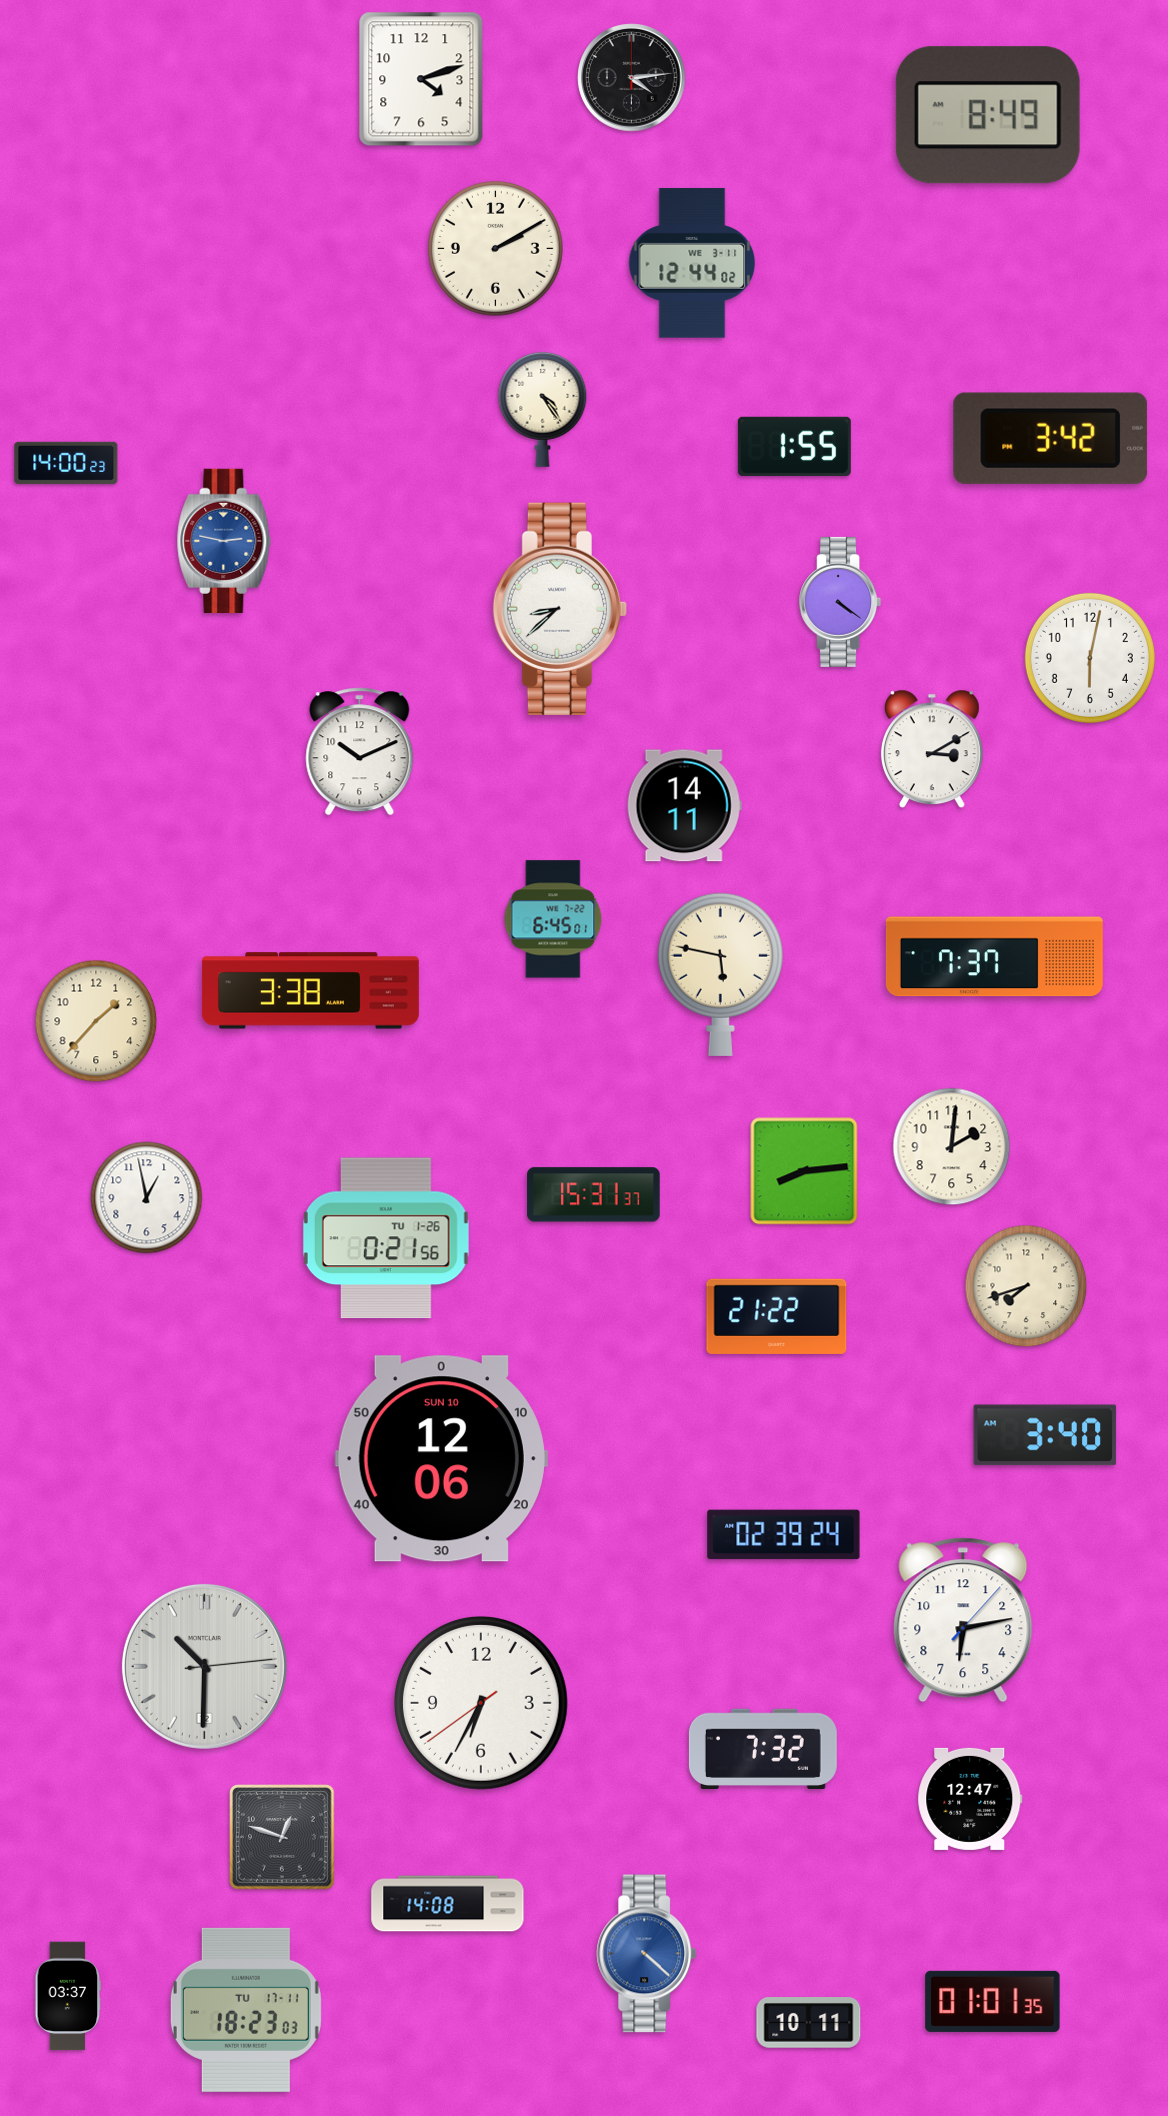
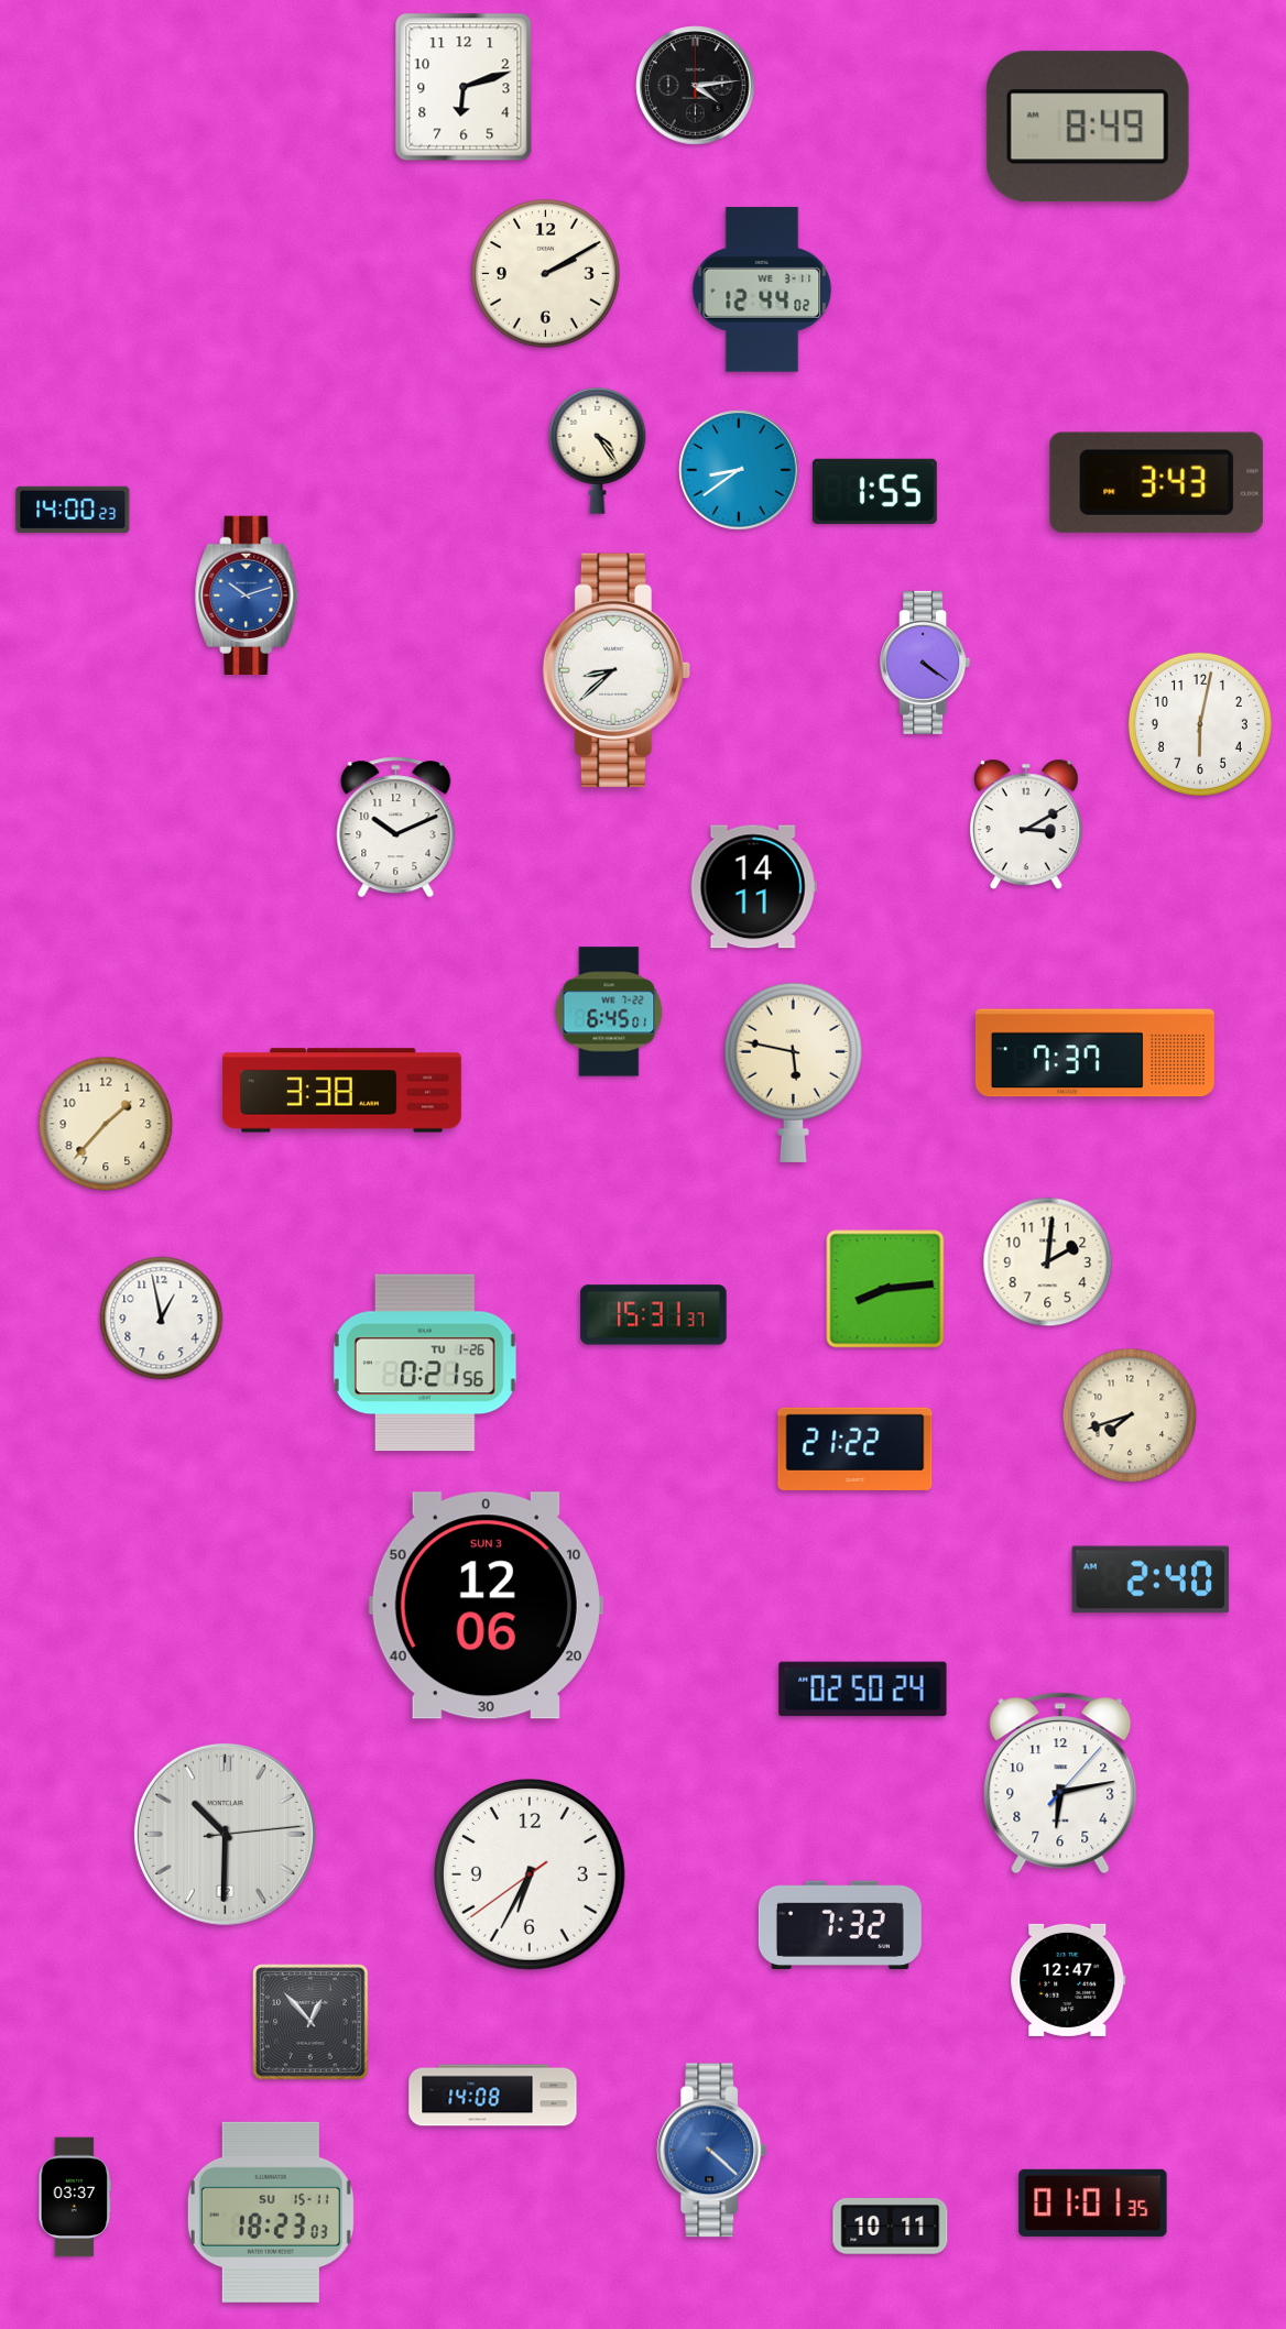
clock at (421, 79): 4:12 -> 6:12
clock at (739, 470): none -> 8:39
clock at (1050, 438): 3:42 -> 3:43
clock at (224, 540): 2:47 -> 10:12
clock at (1045, 1435): 3:40 -> 2:40
clock at (441, 1459) date: SUN 10 -> SUN 3
clock at (784, 1535): 02:39 -> 02:50
clock at (282, 1837): 12:48 -> 12:53
clock at (246, 2010) date: TU 17-11 -> SU 15-11
